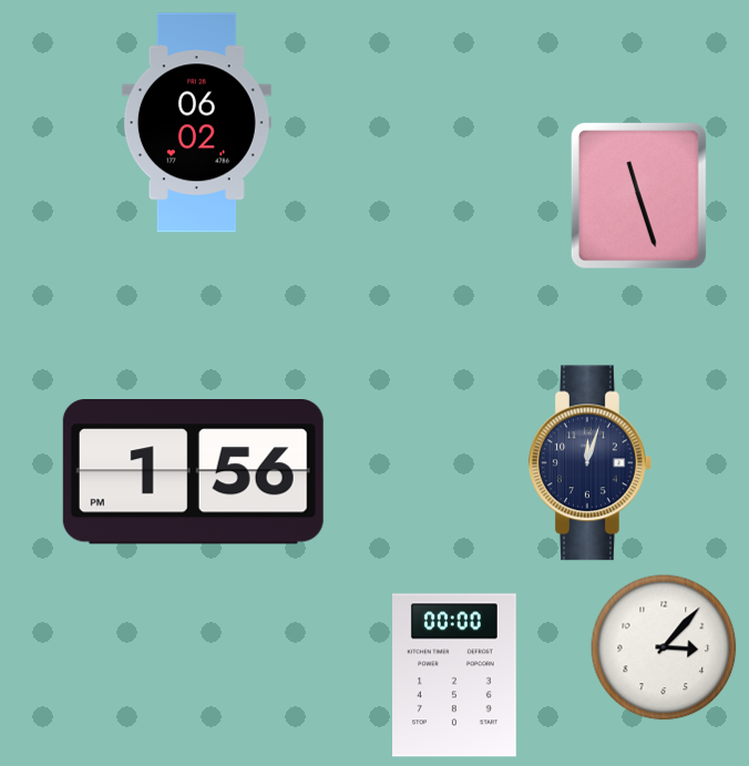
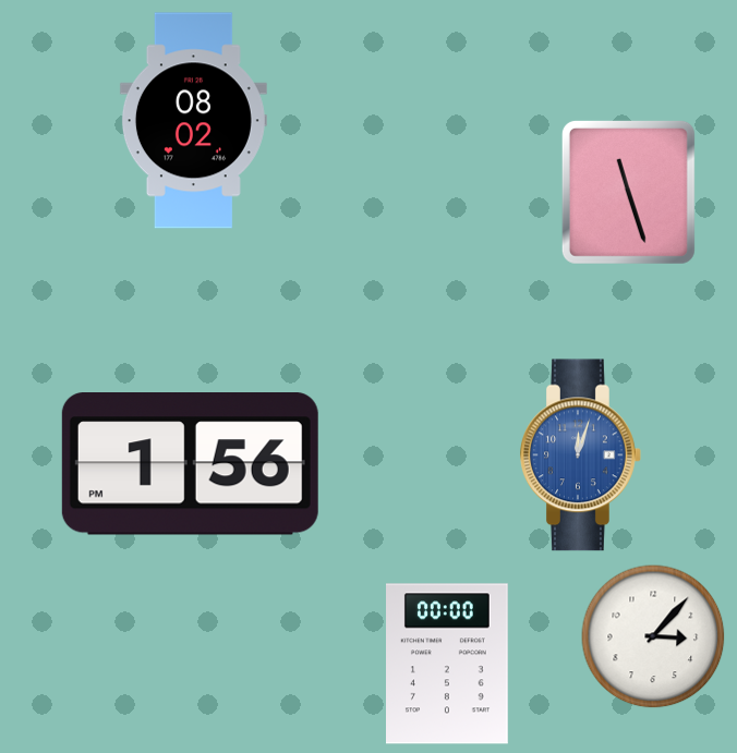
clock at (196, 123): 06:02 -> 08:02
clock at (591, 463) dial: navy -> blue
